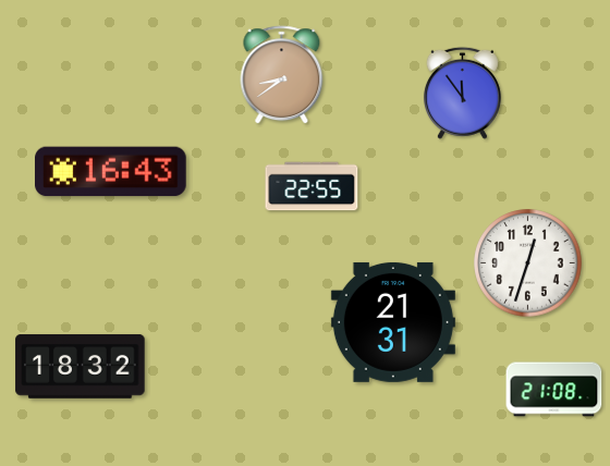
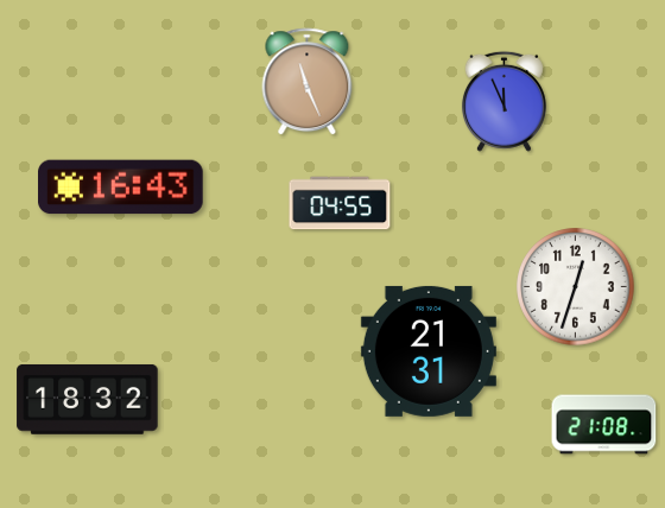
clock at (282, 75): 8:39 -> 11:26
clock at (462, 93): 11:54 -> 11:56
clock at (312, 186): 22:55 -> 04:55
